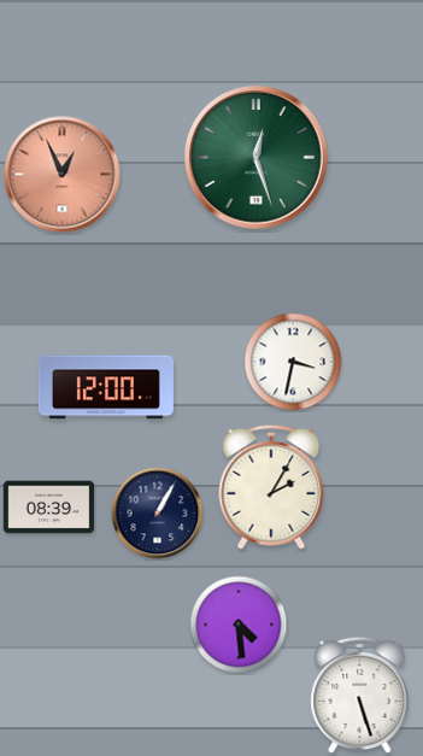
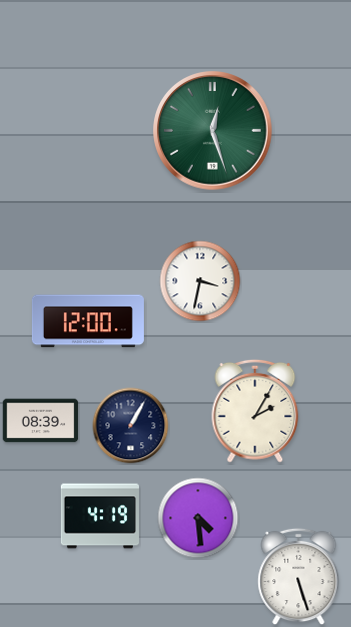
clock at (63, 175): 12:56 -> none
clock at (293, 362) position: (293, 362) -> (200, 281)
clock at (271, 487) position: (271, 487) -> (255, 411)
clock at (100, 516): none -> 4:19
